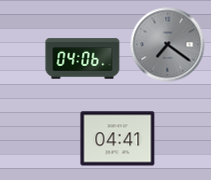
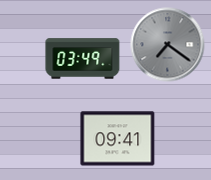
clock at (83, 59): 04:06 -> 03:49
clock at (118, 139): 04:41 -> 09:41
